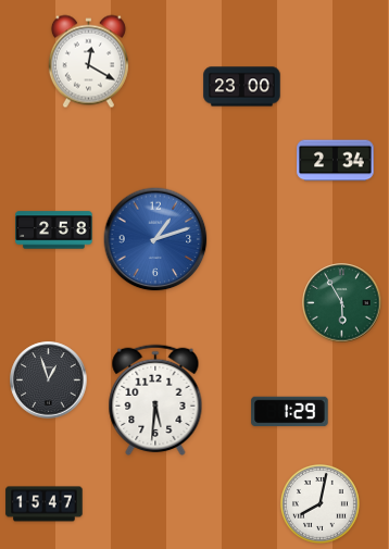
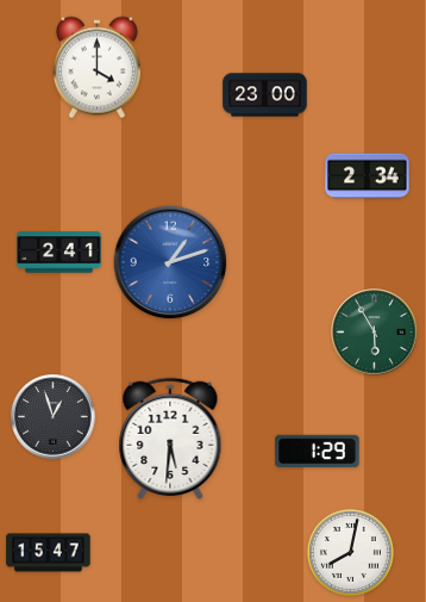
clock at (88, 62): 12:20 -> 4:00
clock at (54, 230): 2:58 -> 2:41
